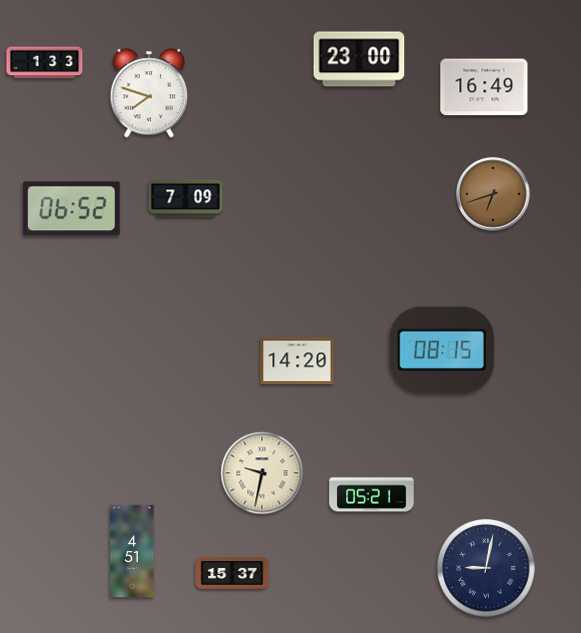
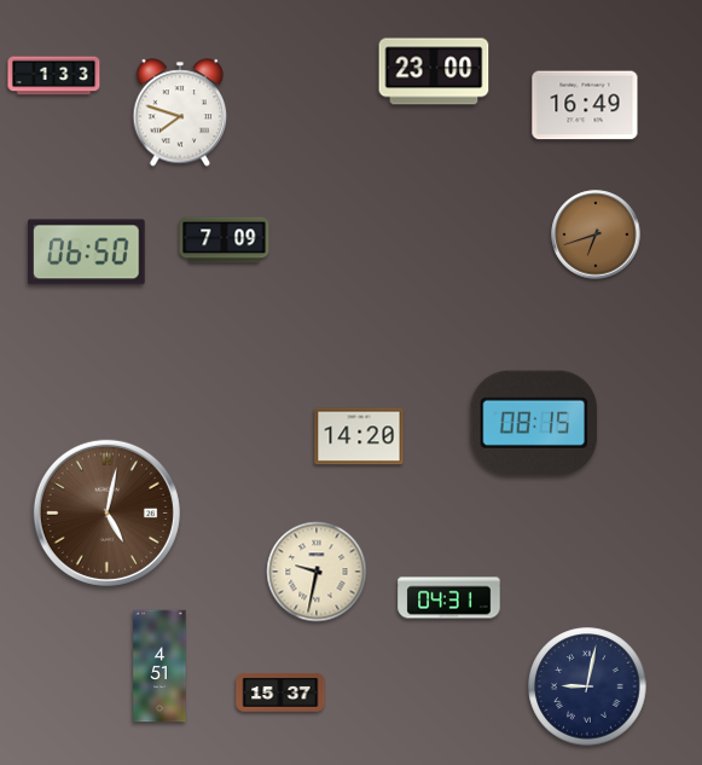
clock at (72, 209): 06:52 -> 06:50
clock at (106, 512): none -> 5:02
clock at (372, 495): 05:21 -> 04:31
